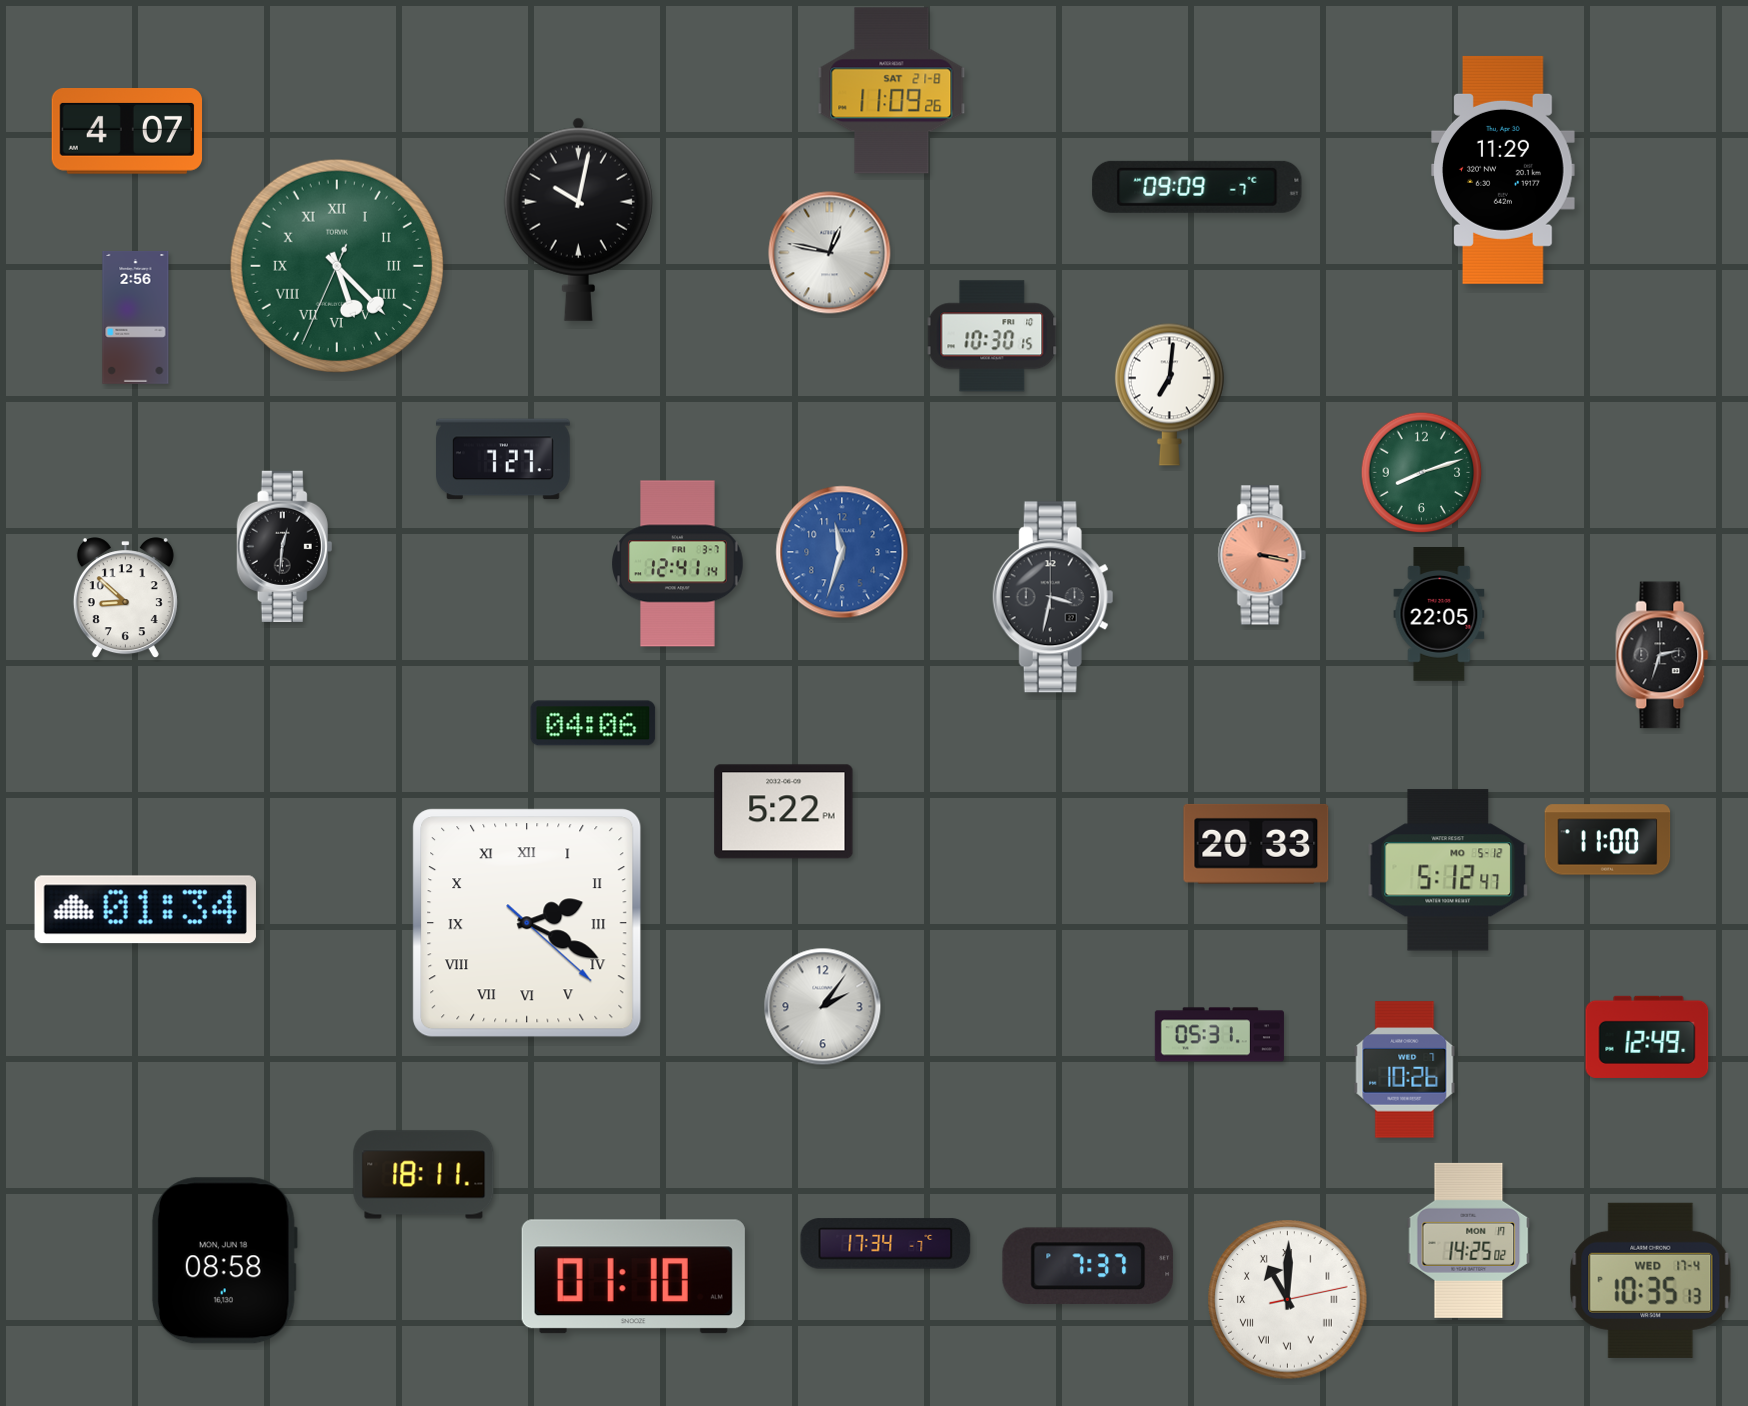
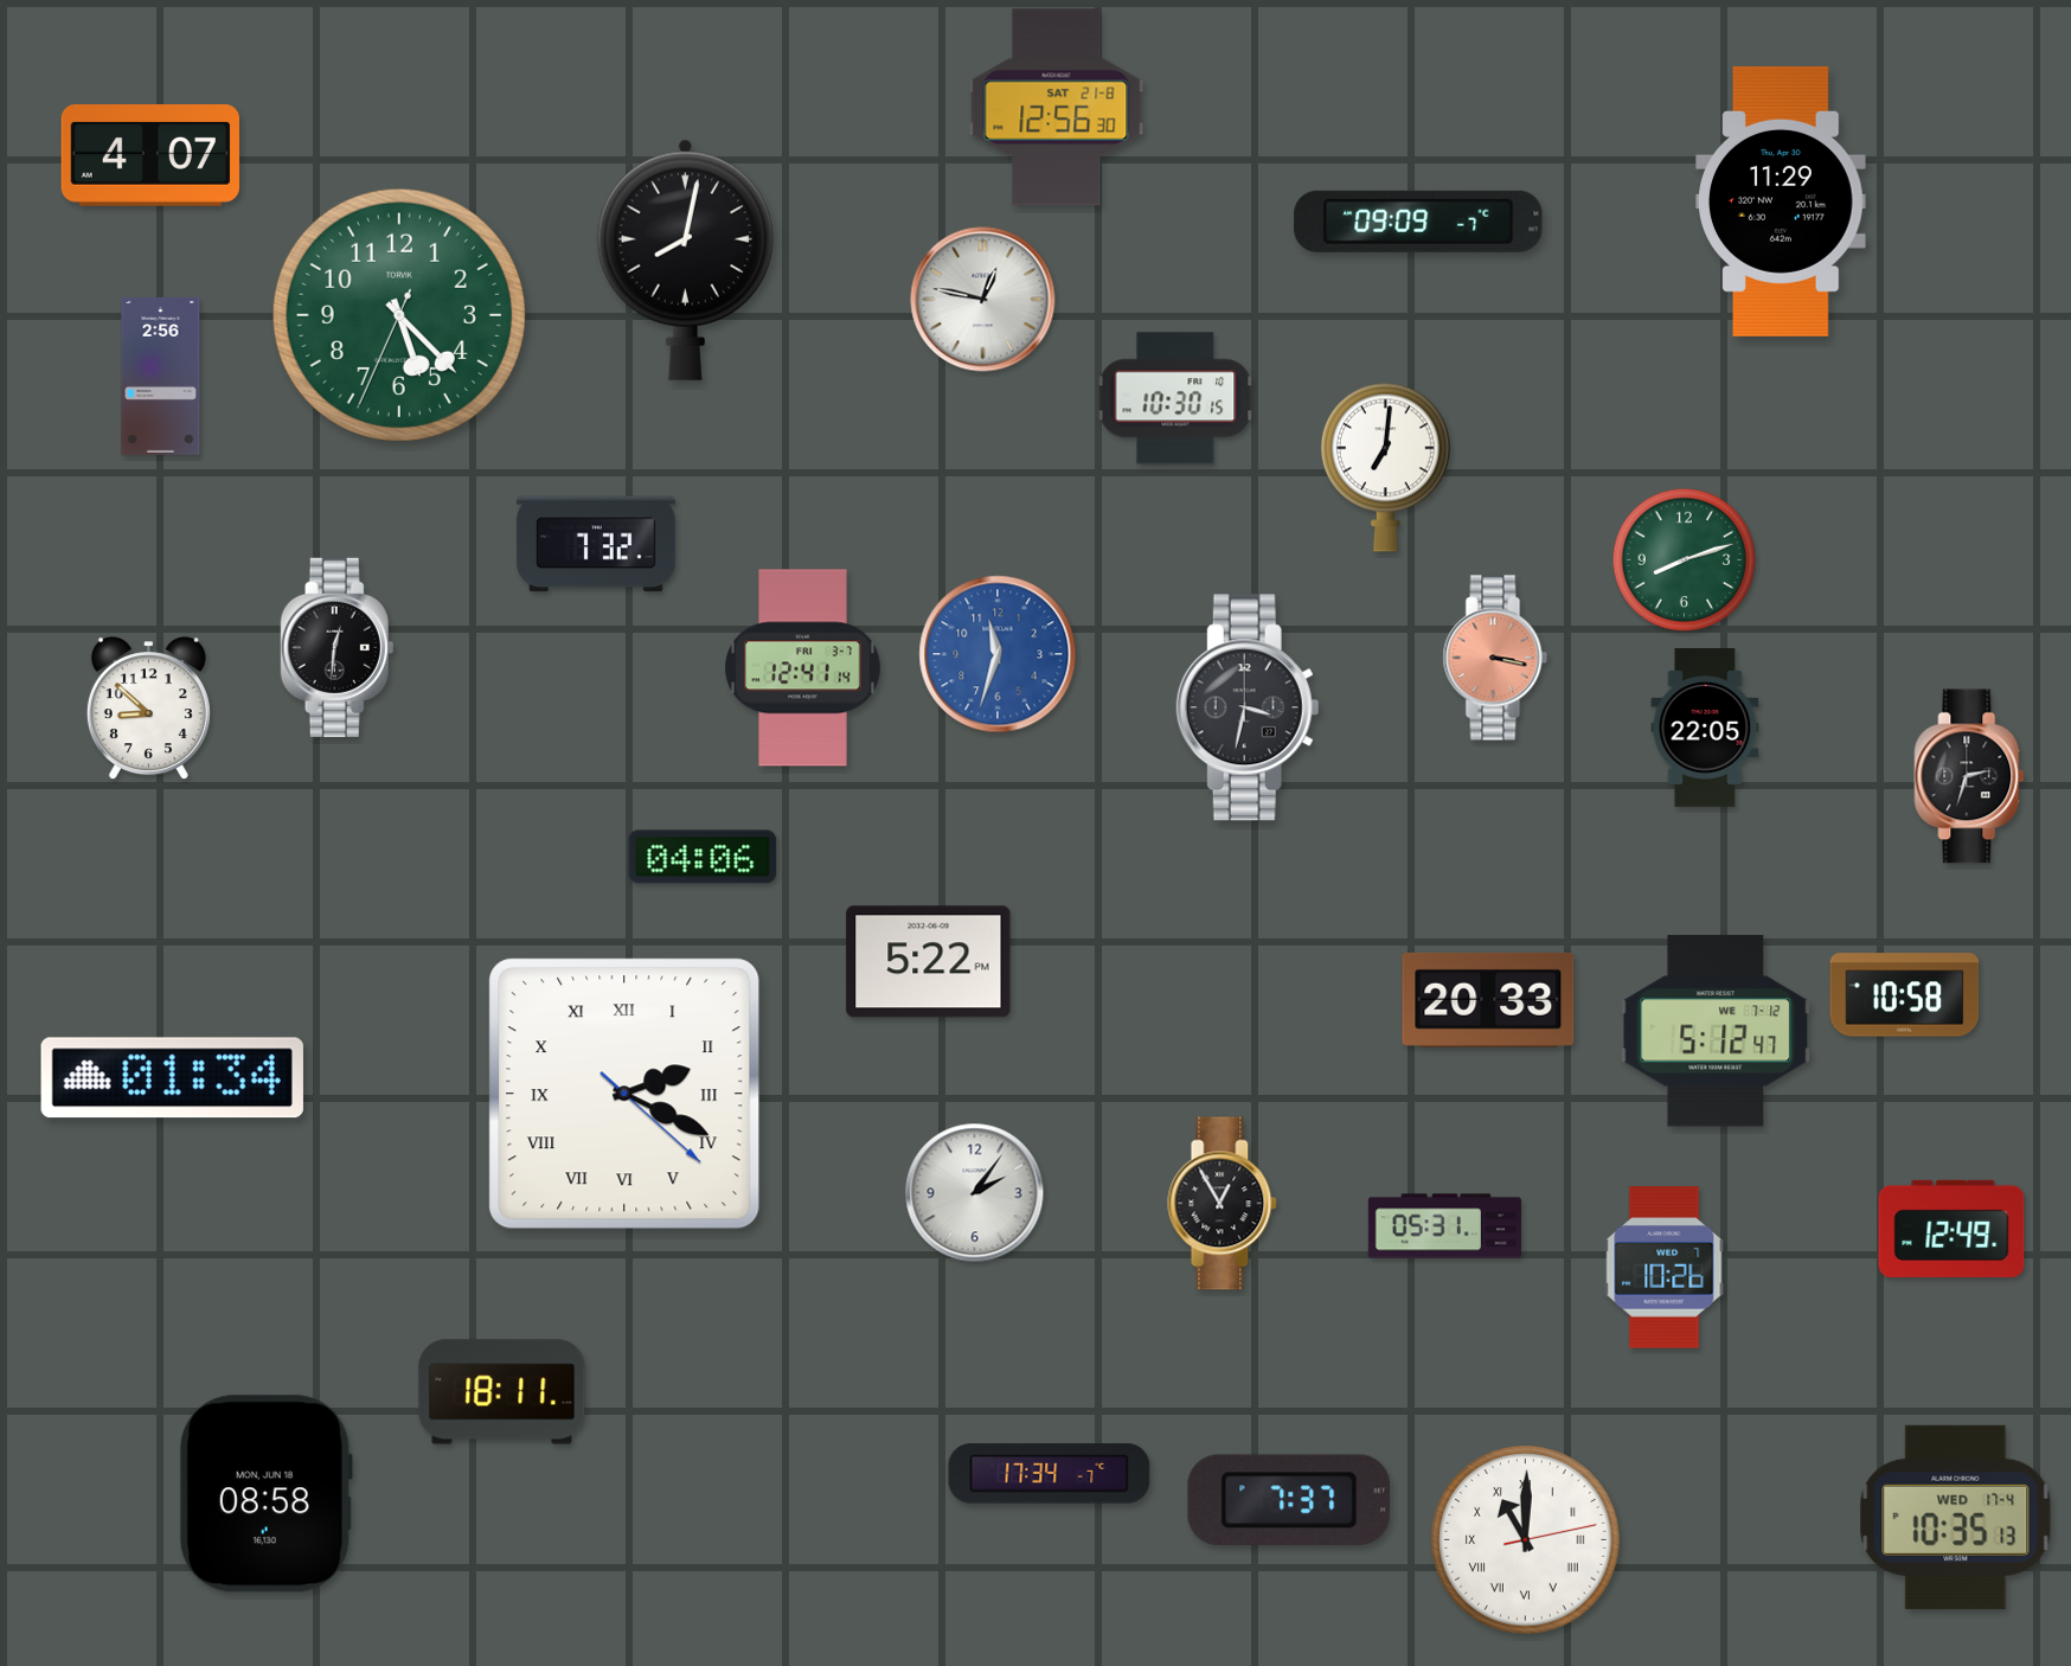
clock at (892, 91): 11:09 -> 12:56
clock at (578, 219): 10:02 -> 8:02
clock at (337, 266) numerals: Roman -> Arabic
clock at (504, 459): 7:27 -> 7:32
clock at (1608, 840): 11:00 -> 10:58
clock at (1448, 870) date: MO 5-12 -> WE 7-12
clock at (1223, 1204): none -> 12:55
clock at (1469, 1240): 14:25 -> none
clock at (633, 1277): 01:10 -> none
